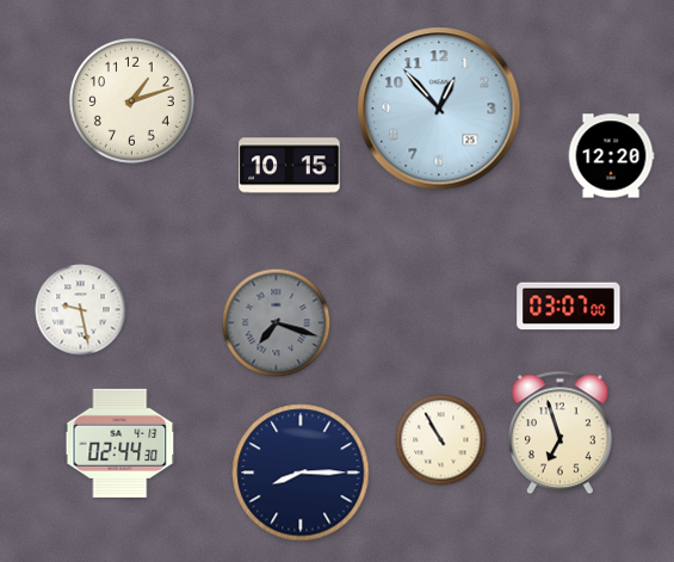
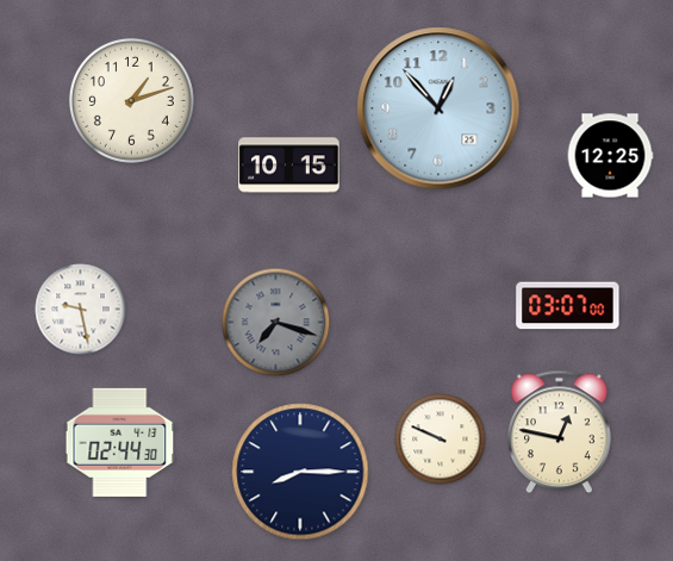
clock at (611, 156): 12:20 -> 12:25
clock at (559, 433): 6:57 -> 12:47
clock at (441, 440): 10:55 -> 9:49
